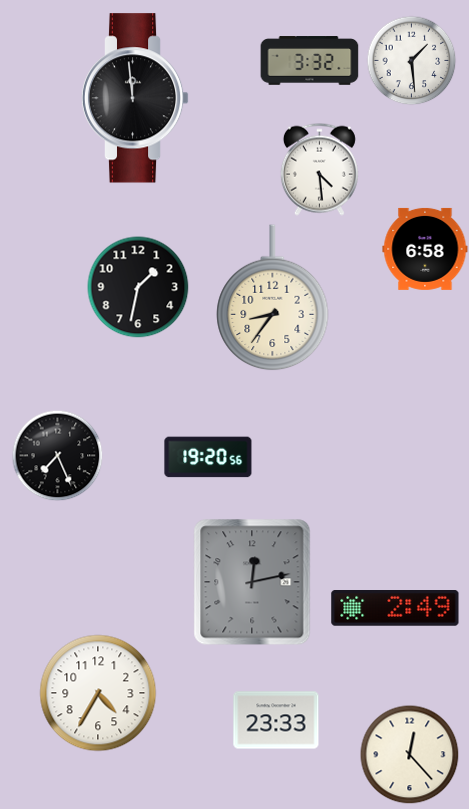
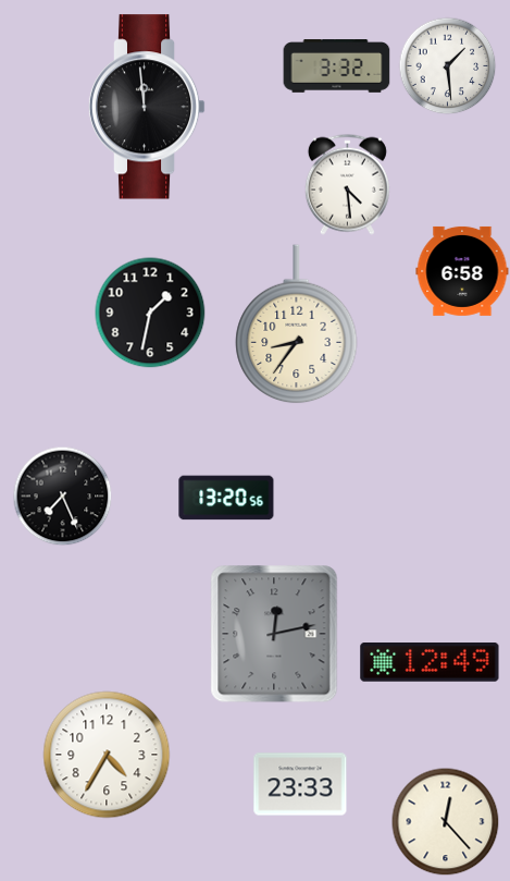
clock at (208, 457): 19:20 -> 13:20
clock at (395, 609): 2:49 -> 12:49
